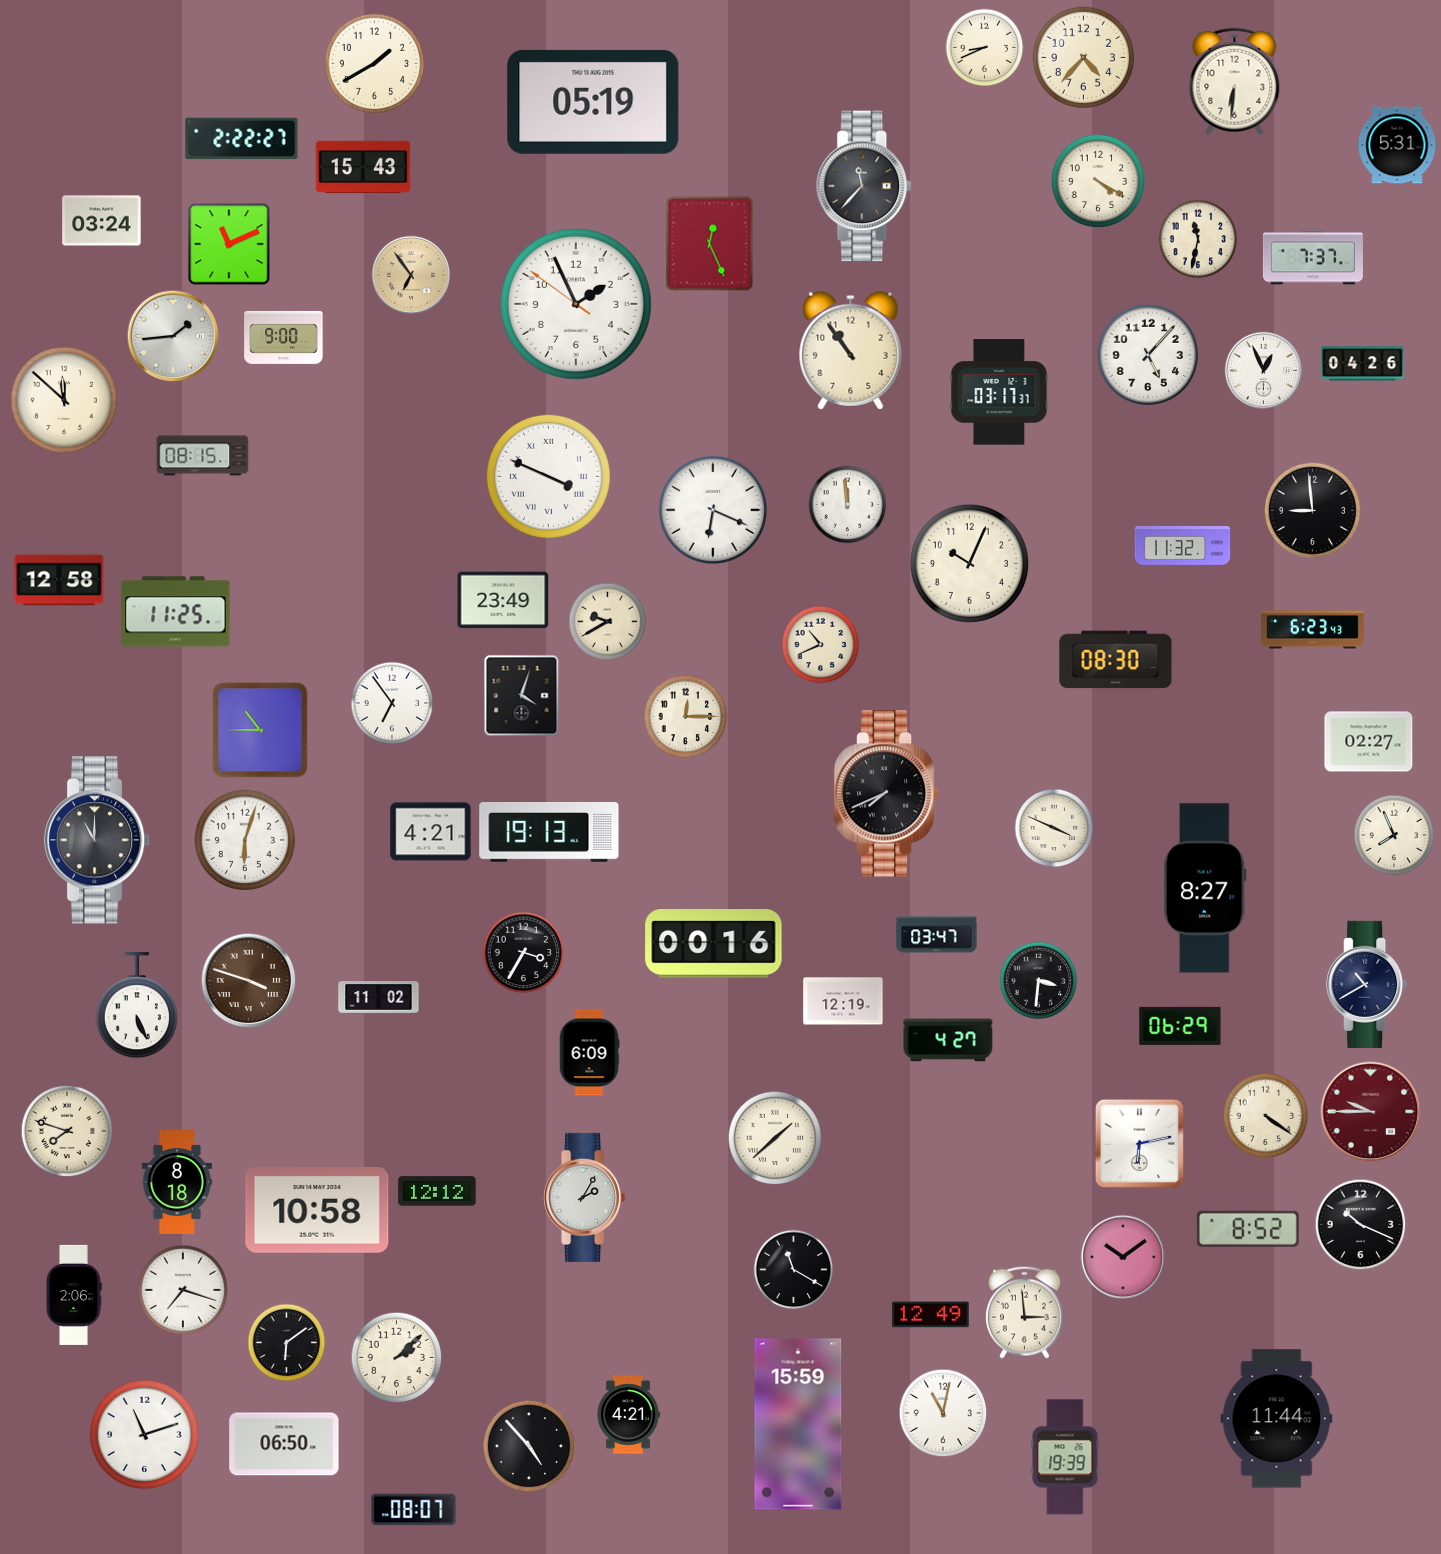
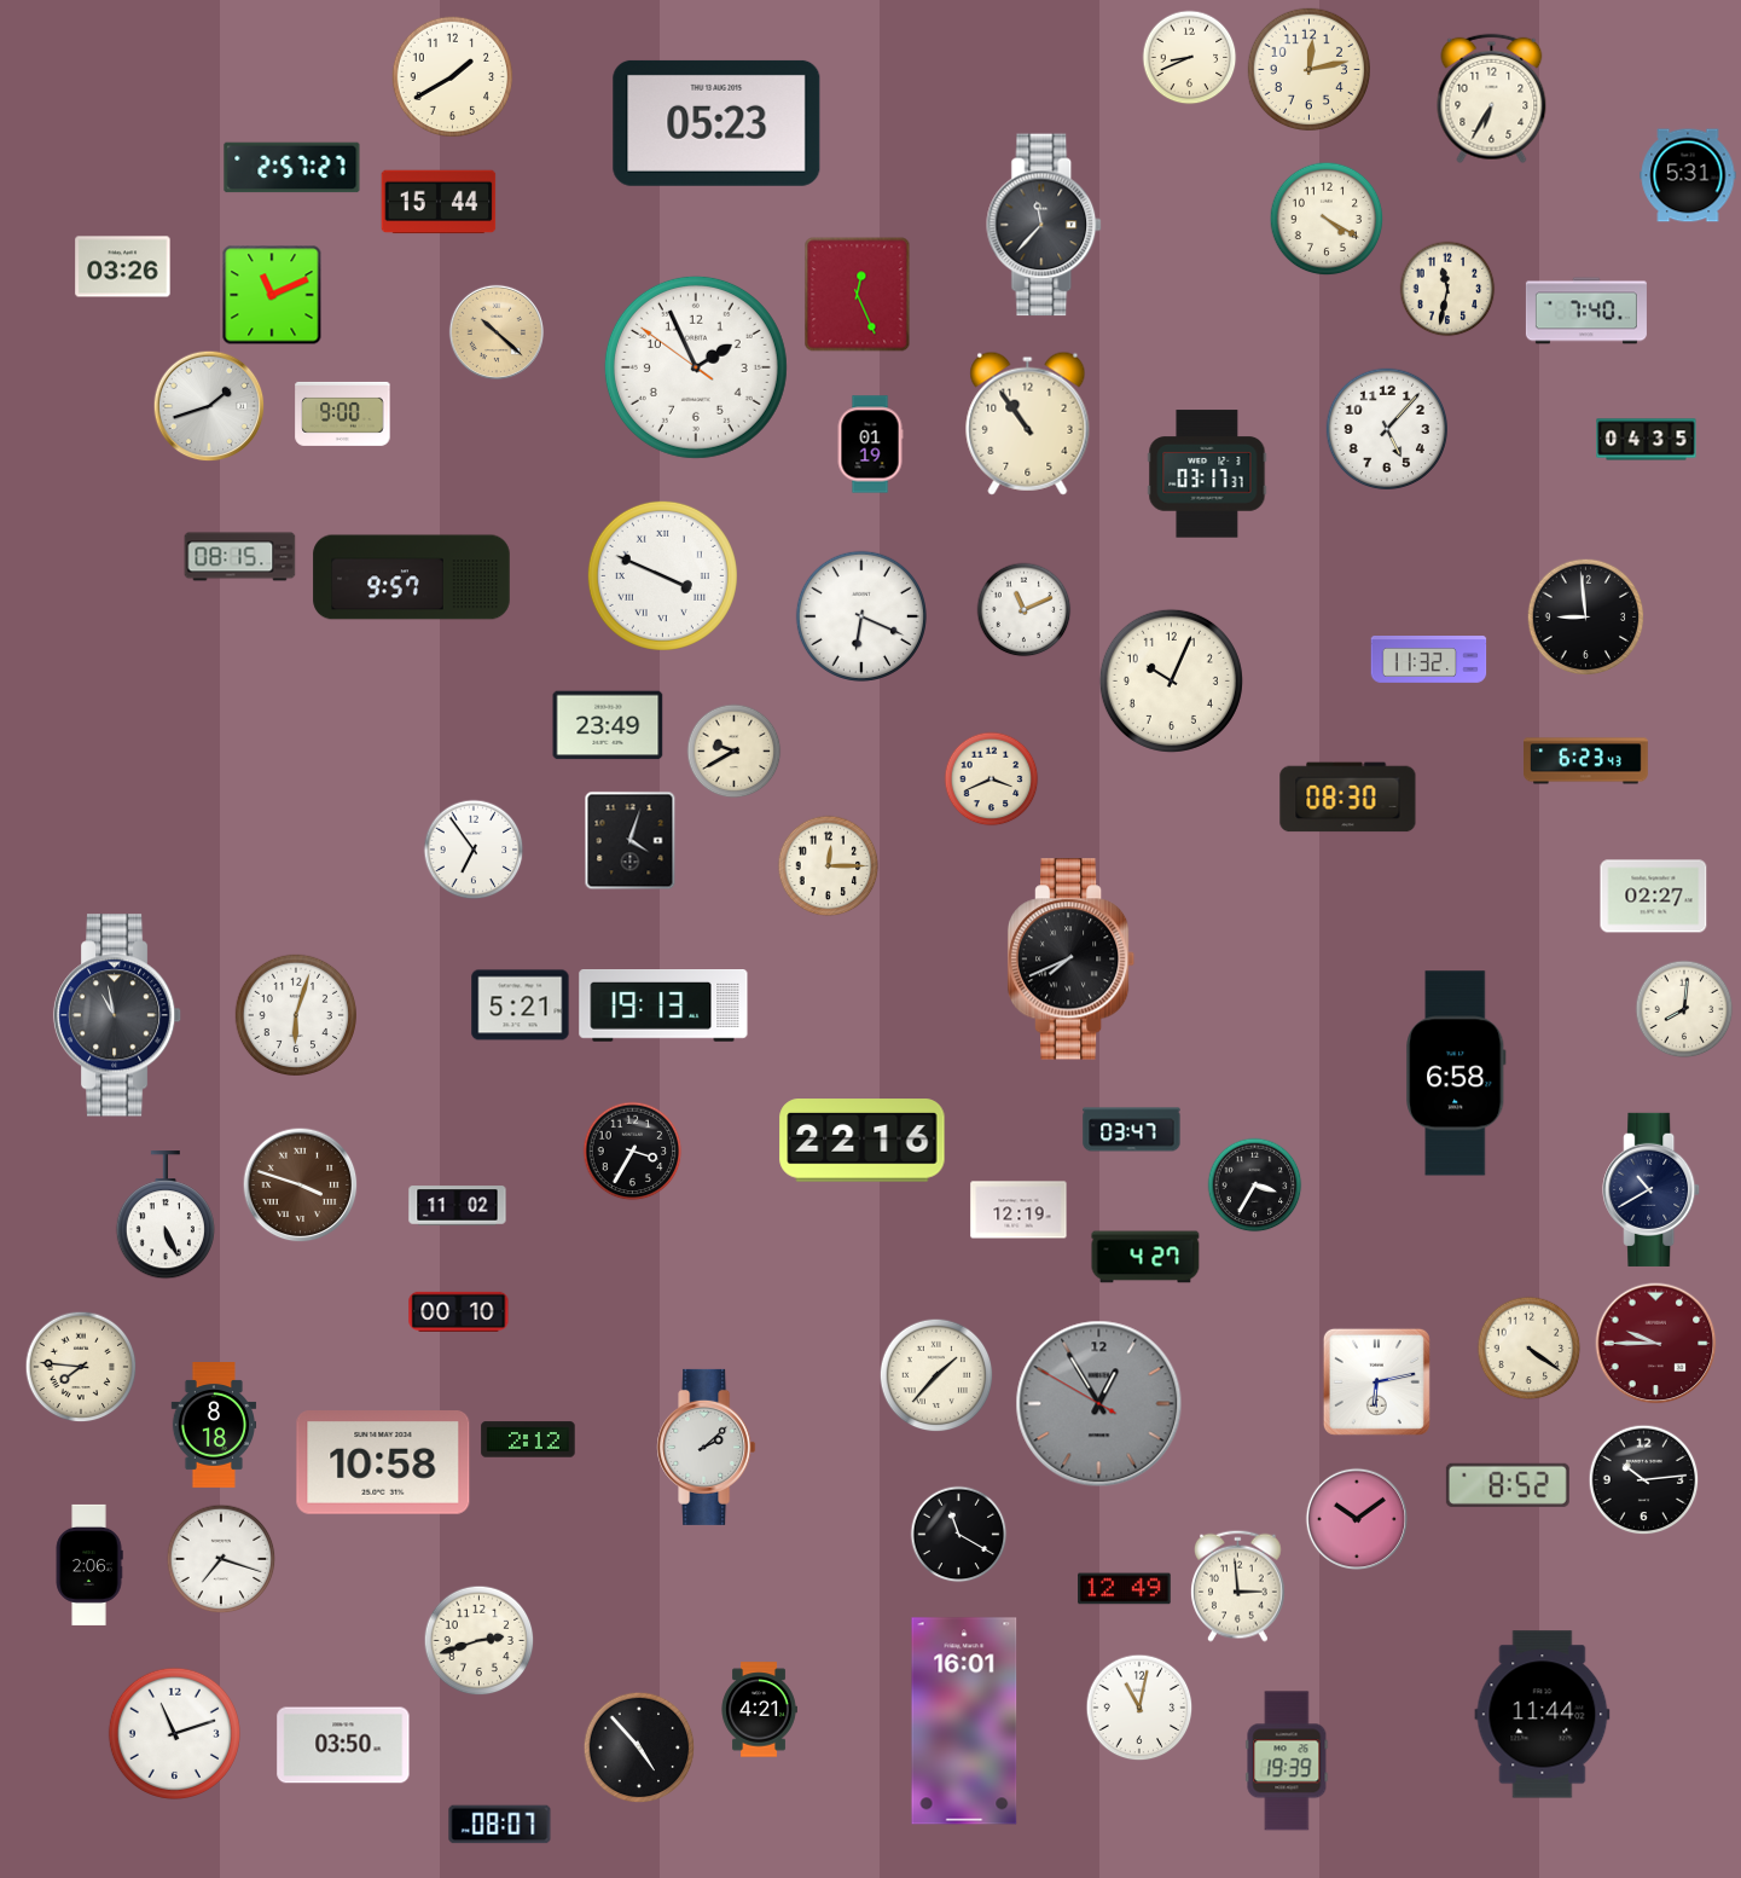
clock at (1083, 57): 4:37 -> 12:13
clock at (1235, 82): 6:31 -> 6:35
clock at (593, 102): 05:19 -> 05:23
clock at (242, 139): 2:22 -> 2:57
clock at (363, 167): 15:43 -> 15:44
clock at (102, 221): 03:24 -> 03:26
clock at (229, 244) position: (229, 244) -> (272, 295)
clock at (1313, 257): 7:37 -> 7:40
clock at (410, 274): 6:54 -> 10:22
clock at (173, 336): 1:44 -> 1:42
clock at (284, 337) position: (284, 337) -> (343, 413)
clock at (1363, 364): 04:26 -> 04:35
clock at (870, 445): none -> 01:19
clock at (1263, 370): 12:56 -> none
clock at (63, 399): 11:52 -> none
clock at (203, 456) position: (203, 456) -> (240, 557)
clock at (412, 578): none -> 9:57
clock at (848, 505): 11:59 -> 11:11
clock at (59, 580): 12:58 -> none
clock at (176, 612): 11:25 -> none
clock at (821, 645): 10:41 -> 3:41
clock at (260, 730): 10:45 -> none
clock at (1054, 828): 3:49 -> none
clock at (431, 832): 4:21 -> 5:21
clock at (1394, 835): 7:56 -> 8:01
clock at (97, 840): 11:00 -> 10:58
clock at (1205, 888): 8:27 -> 6:58
clock at (714, 944): 00:16 -> 22:16
clock at (1039, 981): 3:31 -> 3:35
clock at (1180, 1026): 06:29 -> none
clock at (589, 1053): 6:09 -> none
clock at (459, 1311): none -> 00:10
clock at (67, 1131): 7:48 -> 7:46
clock at (775, 1138): 1:38 -> 1:37
clock at (1099, 1404): none -> 12:54
clock at (177, 1182) position: (177, 1182) -> (214, 1425)
clock at (437, 1191): 12:12 -> 2:12
clock at (585, 1197): 2:05 -> 2:08
clock at (1361, 1225): 10:19 -> 10:14
clock at (287, 1343): 6:09 -> none
clock at (397, 1358): 2:08 -> 2:42
clock at (798, 1424): 15:59 -> 16:01
clock at (284, 1444): 06:50 -> 03:50
